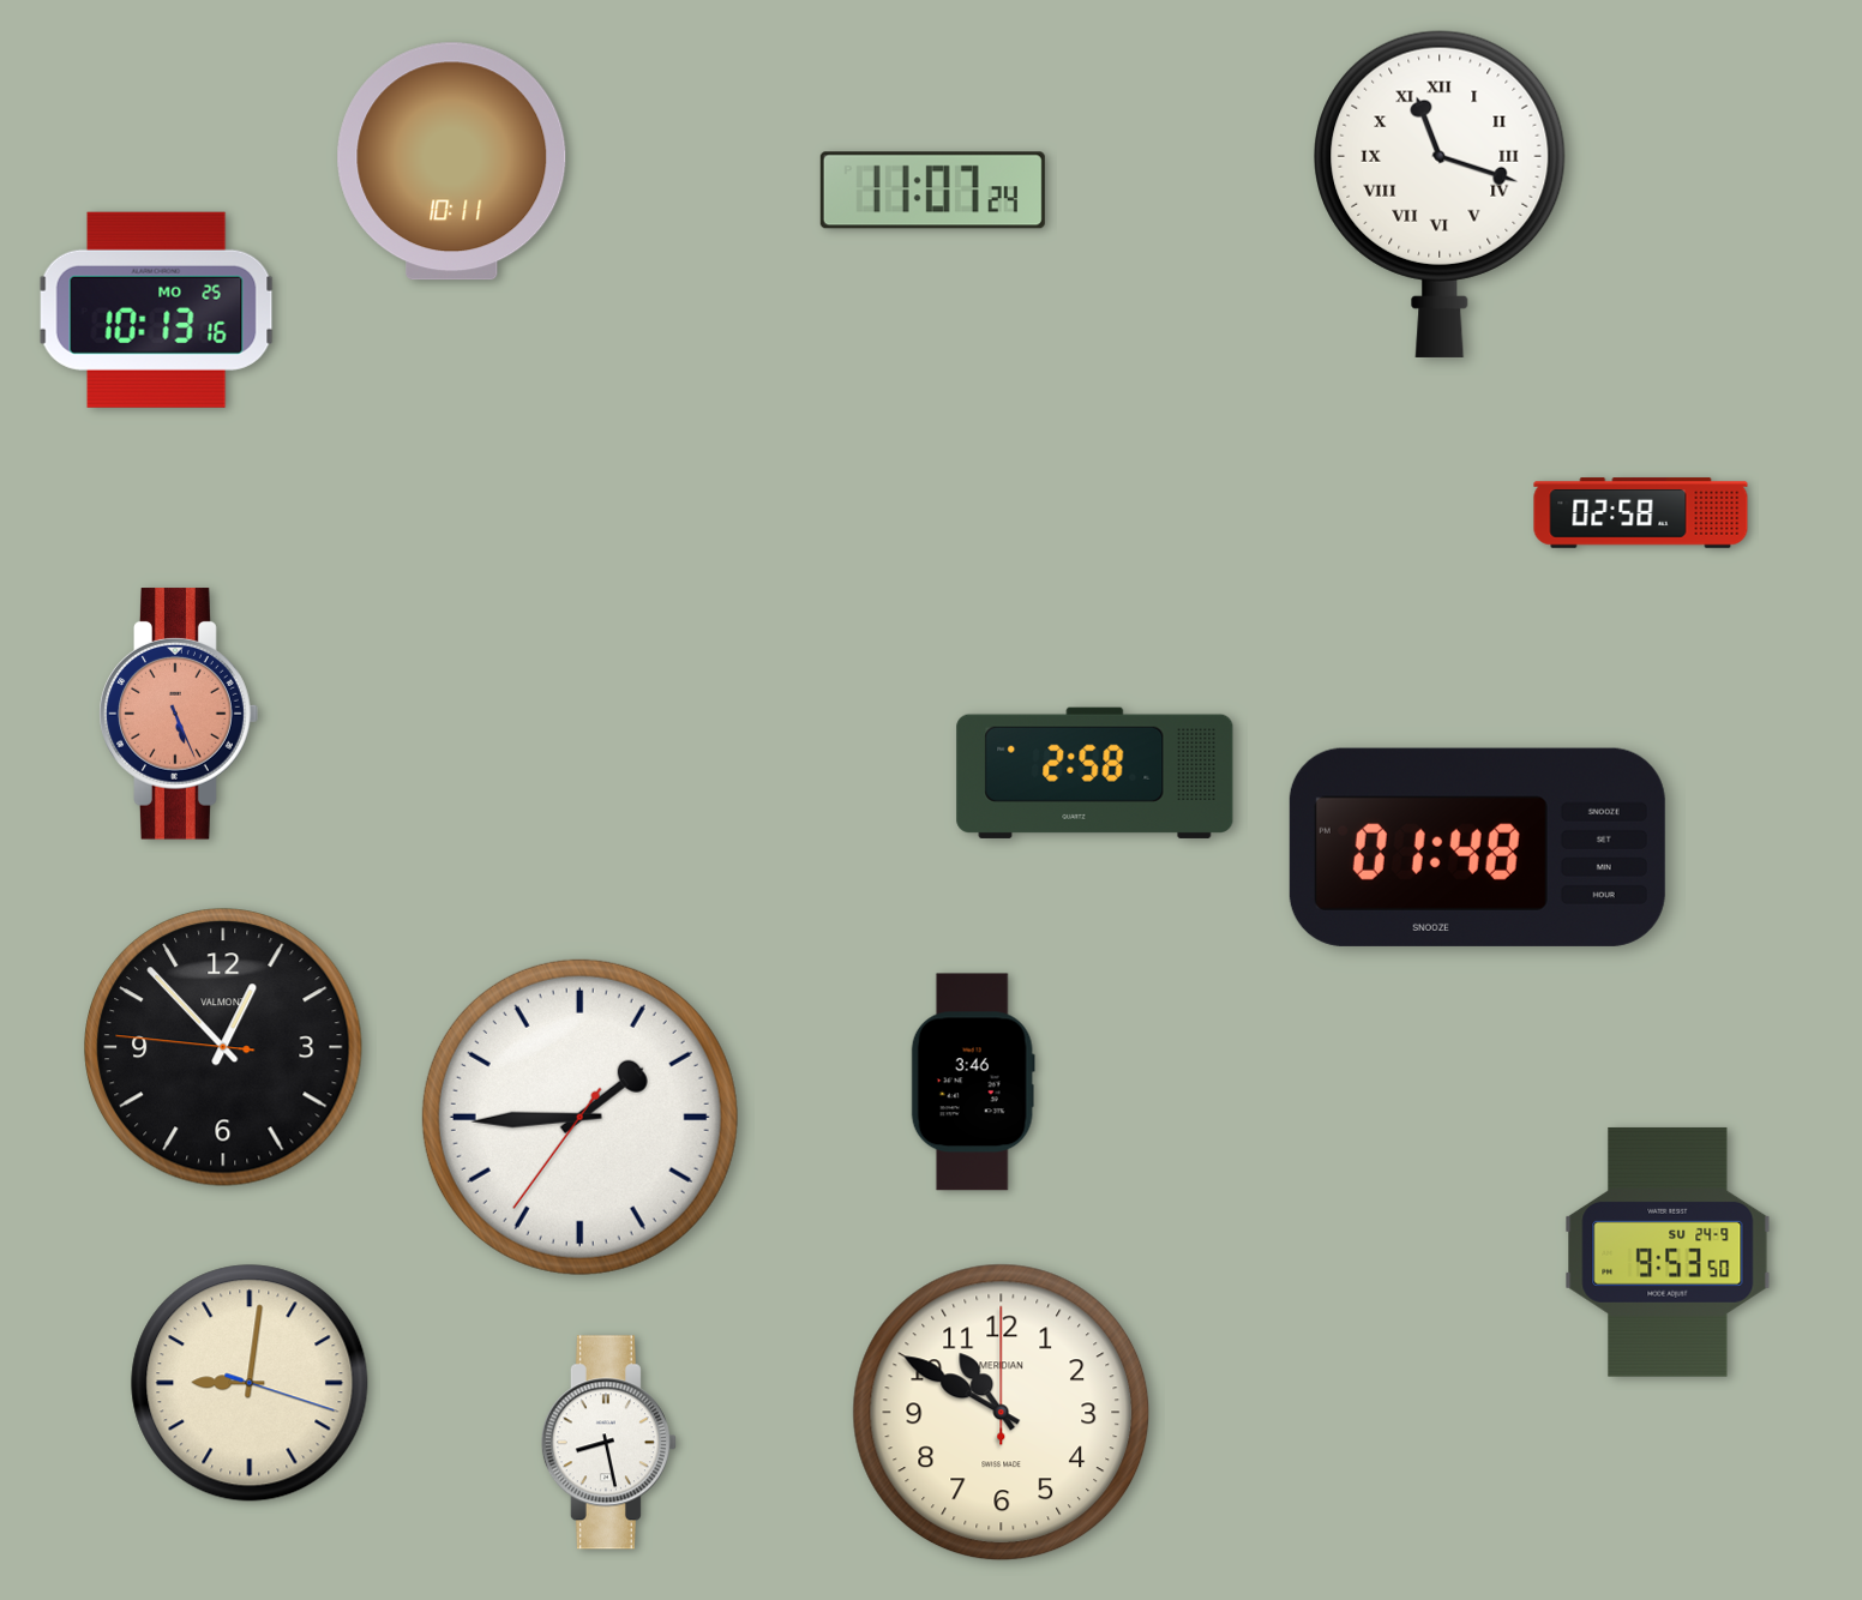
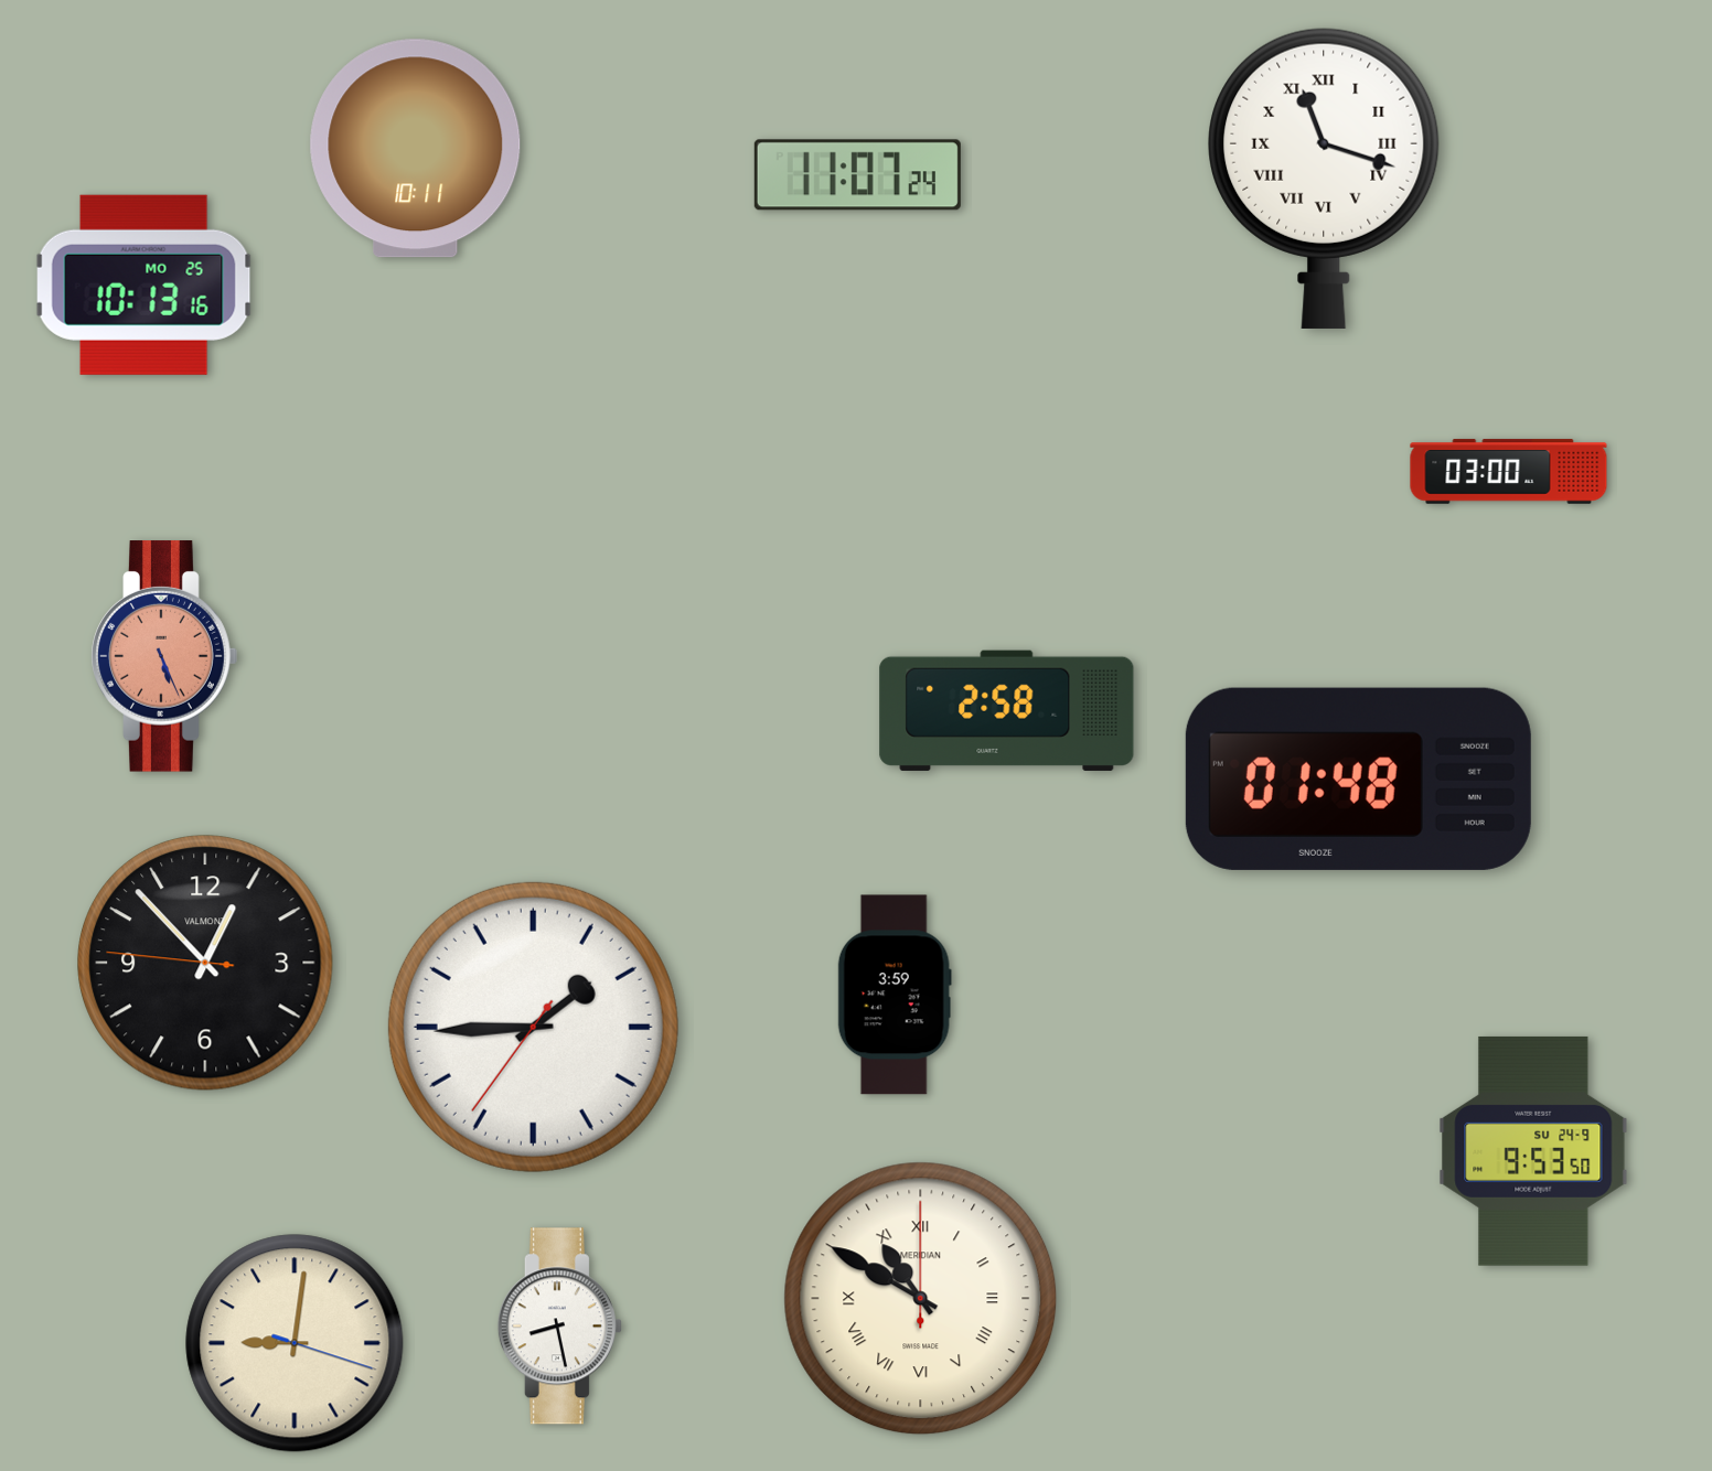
clock at (1641, 513): 02:58 -> 03:00
clock at (973, 1082): 3:46 -> 3:59
clock at (250, 1383) position: (250, 1383) -> (295, 1343)
clock at (1002, 1413) numerals: Arabic -> Roman
